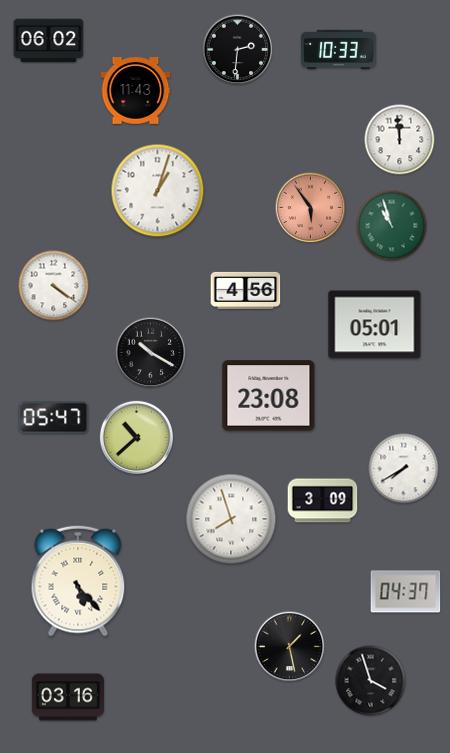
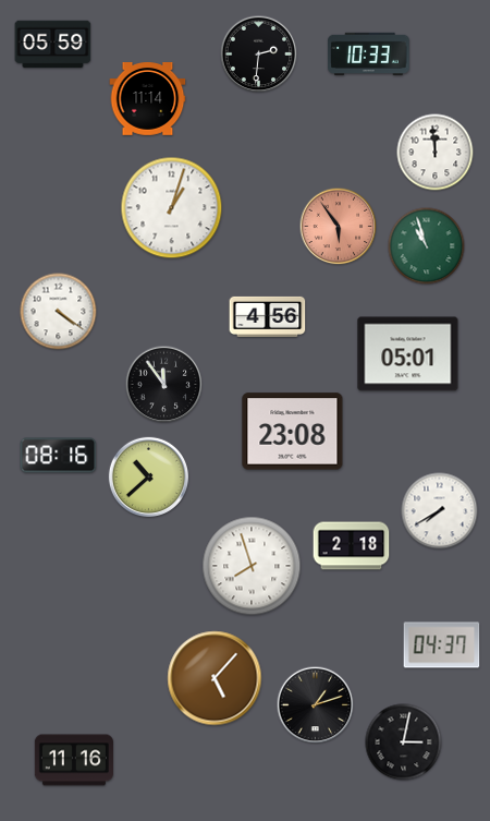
clock at (49, 41): 06:02 -> 05:59
clock at (136, 91): 11:43 -> 11:14
clock at (151, 353): 10:20 -> 11:54
clock at (54, 418): 05:47 -> 08:16
clock at (323, 501): 3:09 -> 2:18
clock at (78, 581): 5:23 -> none
clock at (215, 678): none -> 5:07
clock at (290, 647): 1:28 -> 1:12
clock at (371, 681): 3:57 -> 3:02
clock at (68, 697): 03:16 -> 11:16
